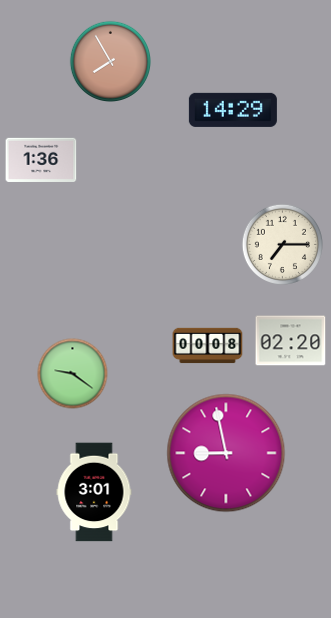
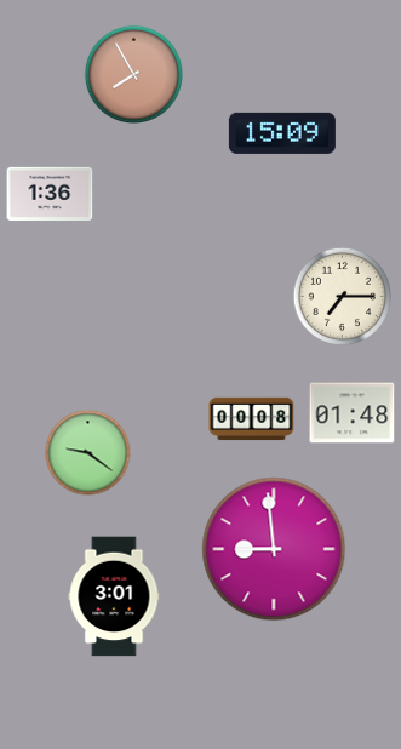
clock at (233, 110): 14:29 -> 15:09
clock at (291, 341): 02:20 -> 01:48
clock at (226, 453): 8:58 -> 8:59
